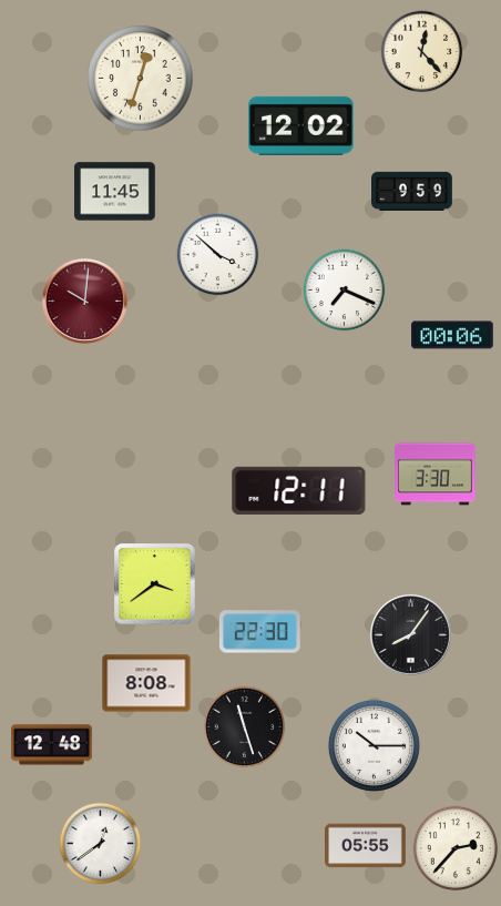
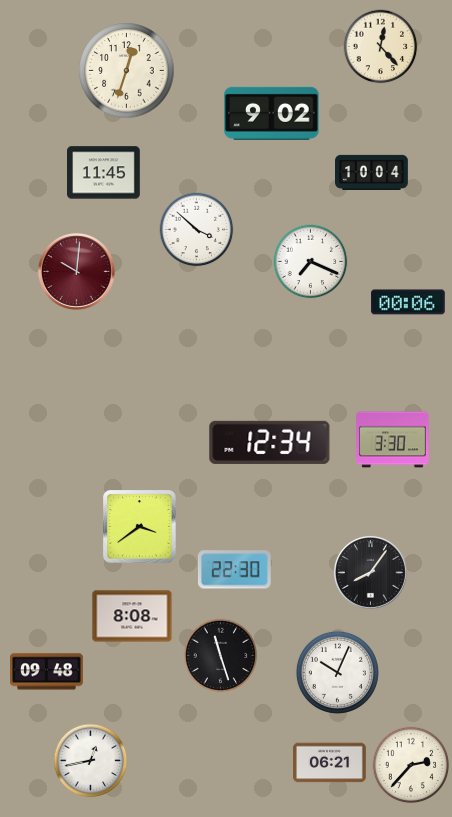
clock at (301, 125): 12:02 -> 9:02
clock at (412, 191): 9:59 -> 10:04
clock at (436, 475) position: (436, 475) -> (393, 440)
clock at (299, 490): 12:11 -> 12:34
clock at (52, 745): 12:48 -> 09:48
clock at (374, 745): 10:15 -> 10:04
clock at (101, 844): 12:39 -> 12:43
clock at (366, 846): 05:55 -> 06:21
